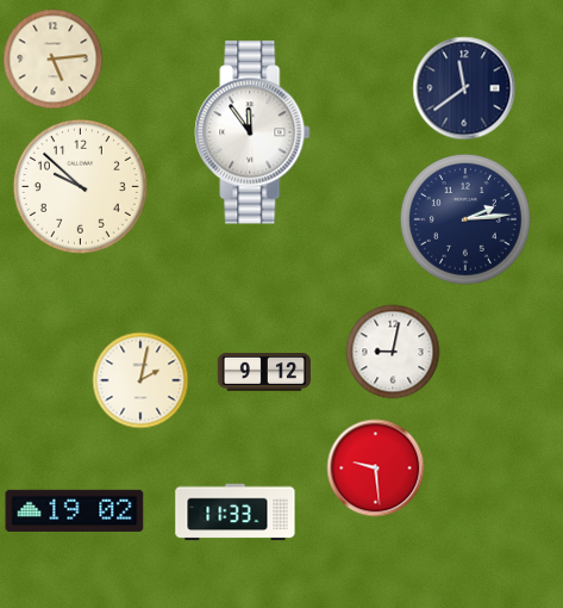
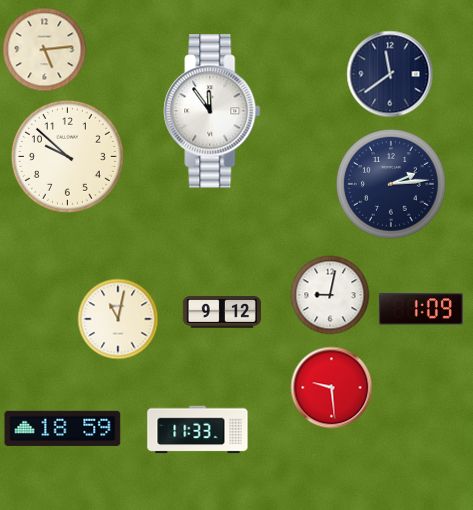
clock at (421, 309): none -> 1:09
clock at (140, 380): 2:02 -> 11:02
clock at (375, 467) position: (375, 467) -> (331, 387)
clock at (75, 510): 19:02 -> 18:59
